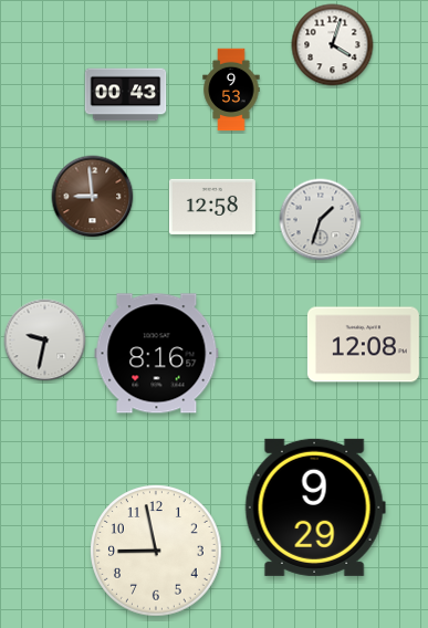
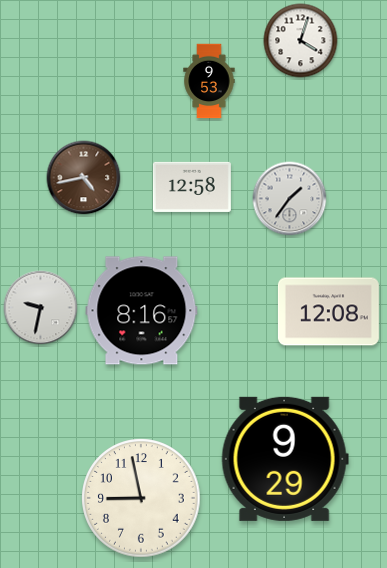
clock at (126, 95): 00:43 -> none
clock at (93, 197): 8:59 -> 4:43
clock at (321, 220): 1:33 -> 1:36
clock at (157, 354) position: (157, 354) -> (142, 311)
